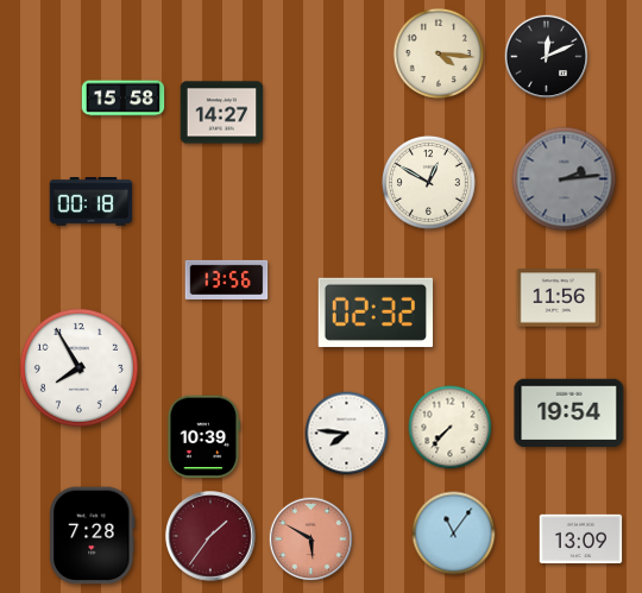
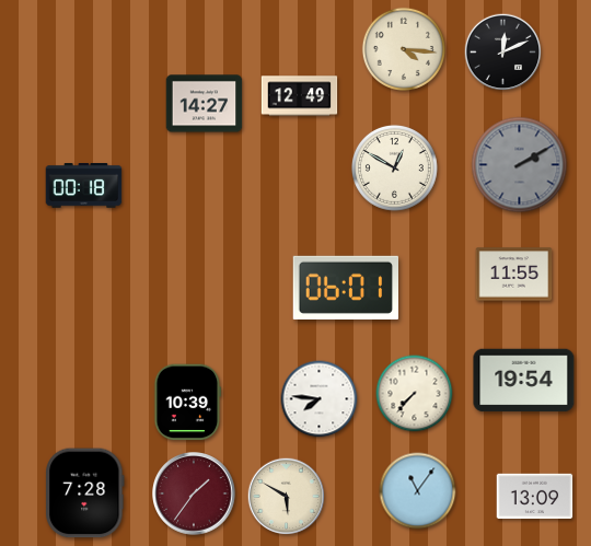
clock at (124, 99): 15:58 -> none
clock at (300, 96): none -> 12:49
clock at (565, 179): 2:14 -> 2:10
clock at (227, 279): 13:56 -> none
clock at (559, 298): 11:56 -> 11:55
clock at (374, 313): 02:32 -> 06:01
clock at (78, 367): 7:55 -> none
clock at (311, 540) dial: salmon -> cream
